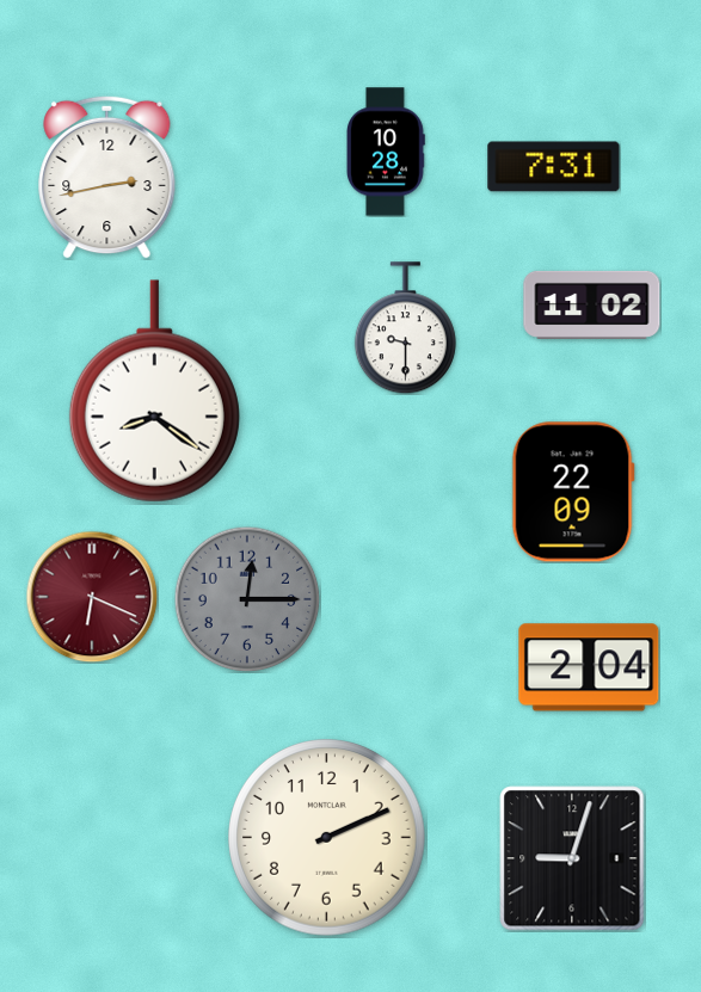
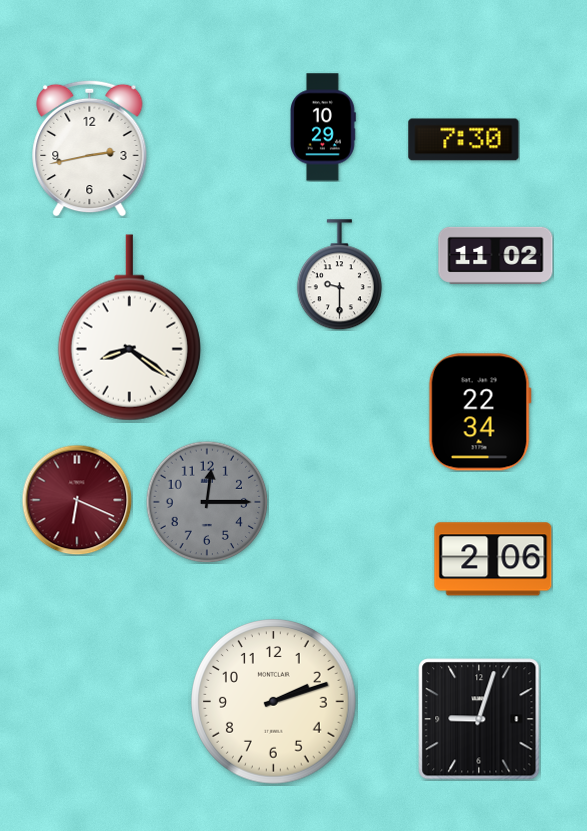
clock at (386, 152): 10:28 -> 10:29
clock at (554, 167): 7:31 -> 7:30
clock at (573, 492): 22:09 -> 22:34
clock at (589, 667): 2:04 -> 2:06
clock at (327, 838): 2:11 -> 2:12
